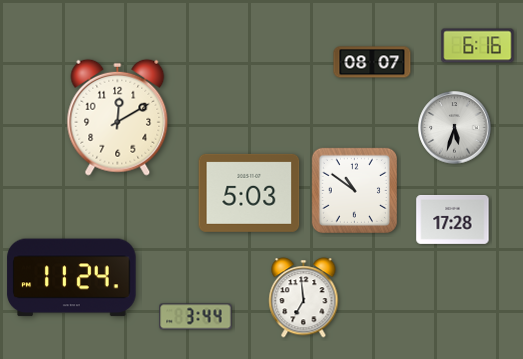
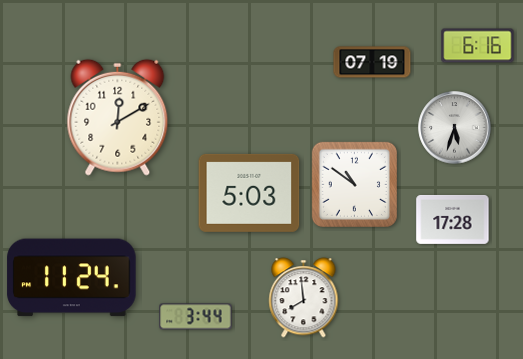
clock at (372, 62): 08:07 -> 07:19
clock at (354, 190) position: (354, 190) -> (354, 184)
clock at (304, 298): 6:59 -> 7:59
